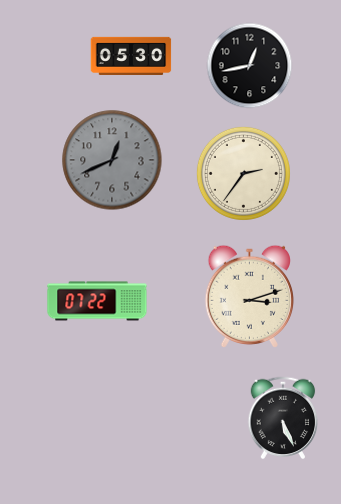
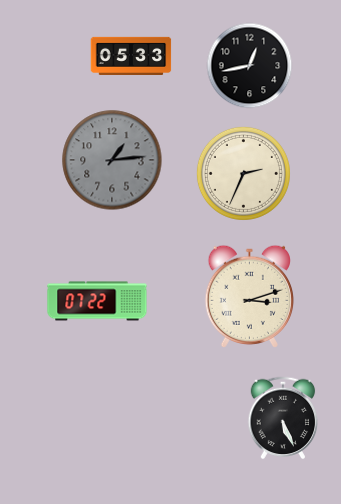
clock at (131, 56): 05:30 -> 05:33
clock at (112, 160): 12:41 -> 1:14
clock at (243, 173): 2:36 -> 2:34
